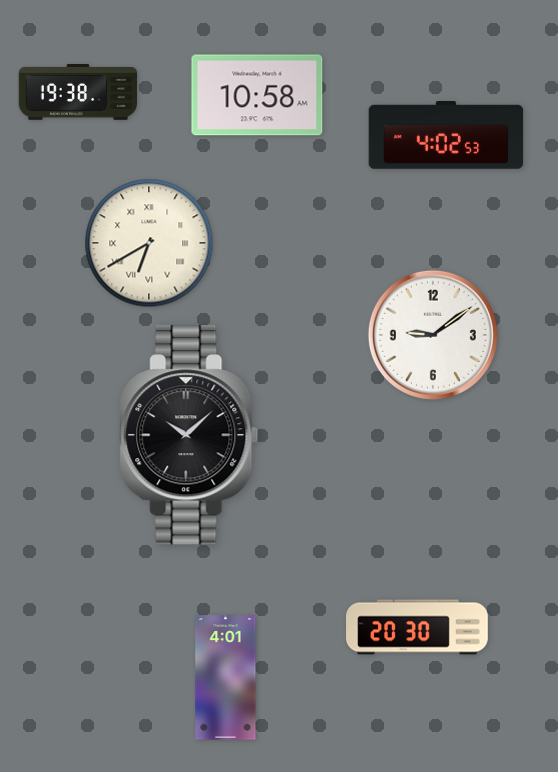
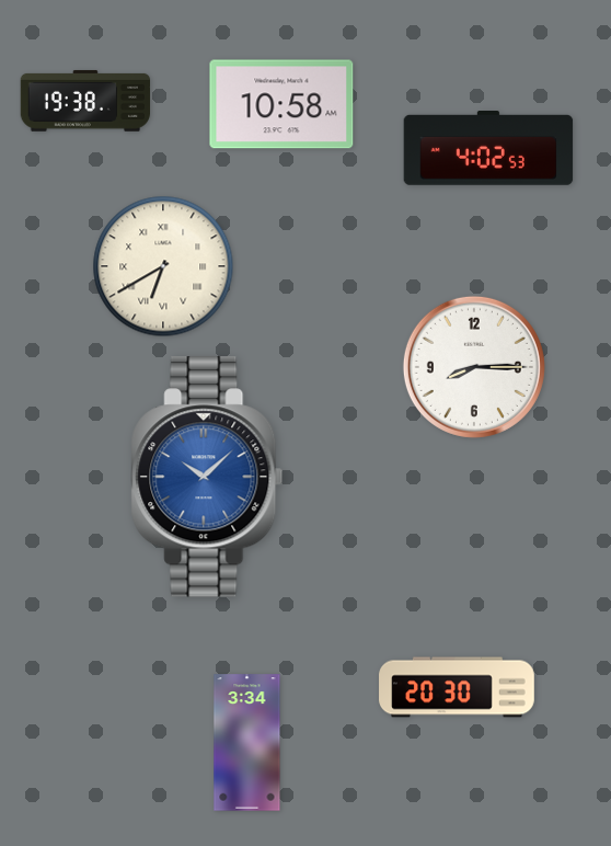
clock at (433, 335): 9:09 -> 8:15
clock at (189, 435) dial: black -> blue
clock at (226, 678): 4:01 -> 3:34
